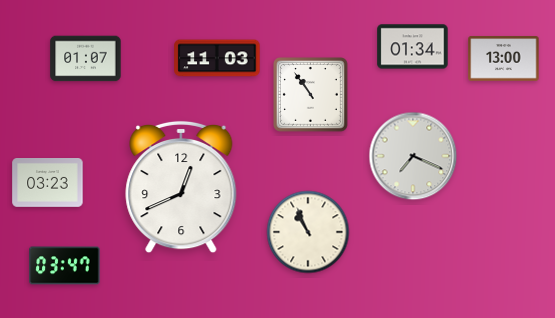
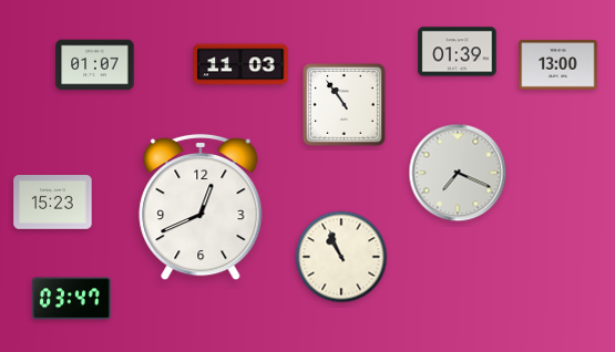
clock at (413, 47): 01:34 -> 01:39
clock at (48, 183): 03:23 -> 15:23
clock at (65, 266) position: (65, 266) -> (72, 299)
